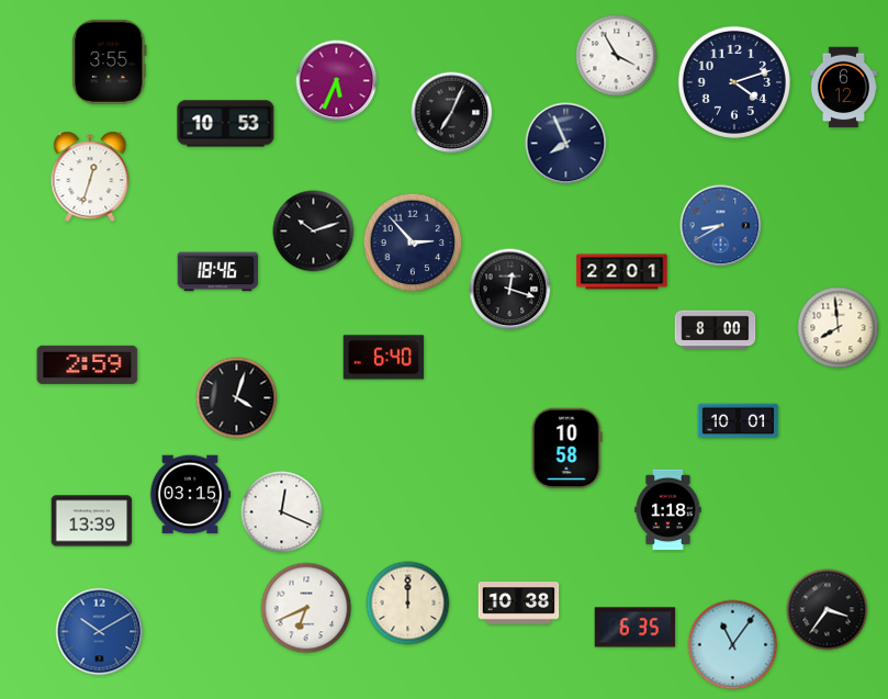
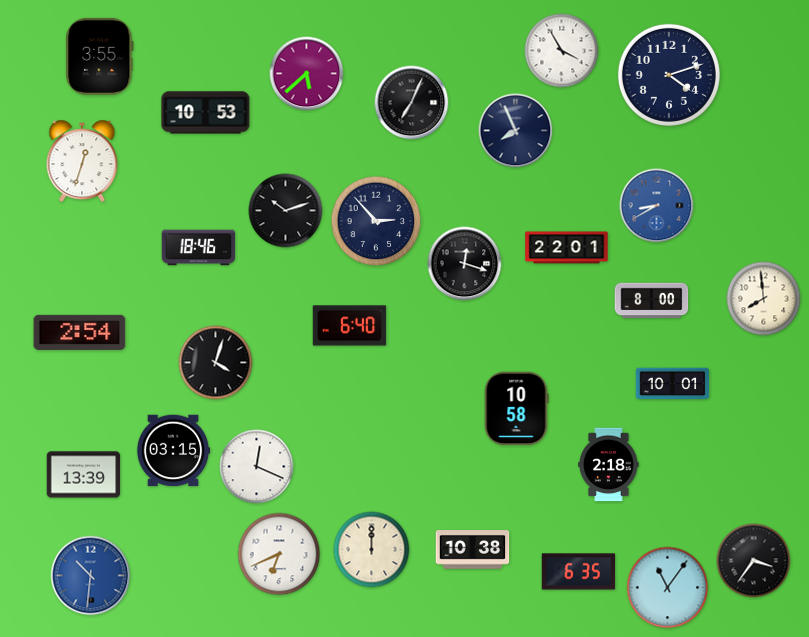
clock at (337, 81): 5:34 -> 5:38
clock at (843, 88): 6:12 -> none
clock at (88, 364): 2:59 -> 2:54
clock at (668, 510): 1:18 -> 2:18
clock at (828, 610) position: (828, 610) -> (754, 561)
clock at (100, 632): 10:10 -> 10:31
